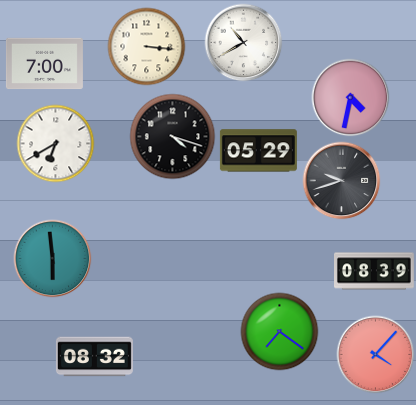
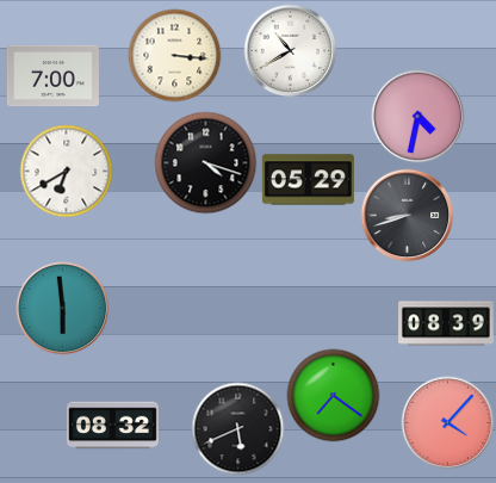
clock at (341, 180): 9:42 -> 8:42
clock at (237, 428): none -> 5:41
